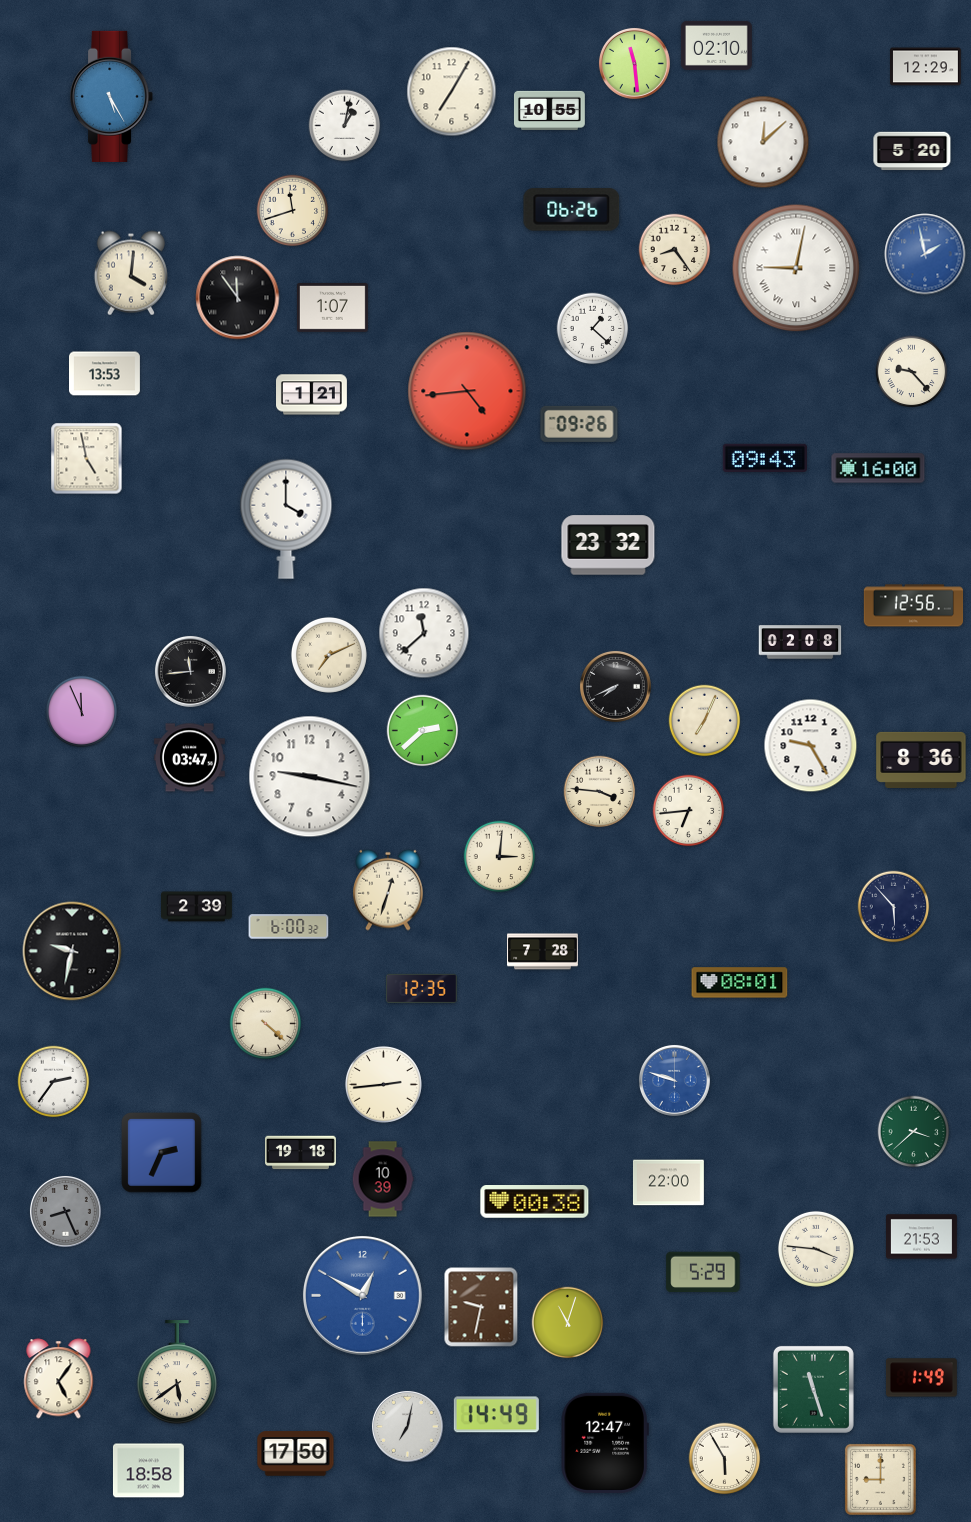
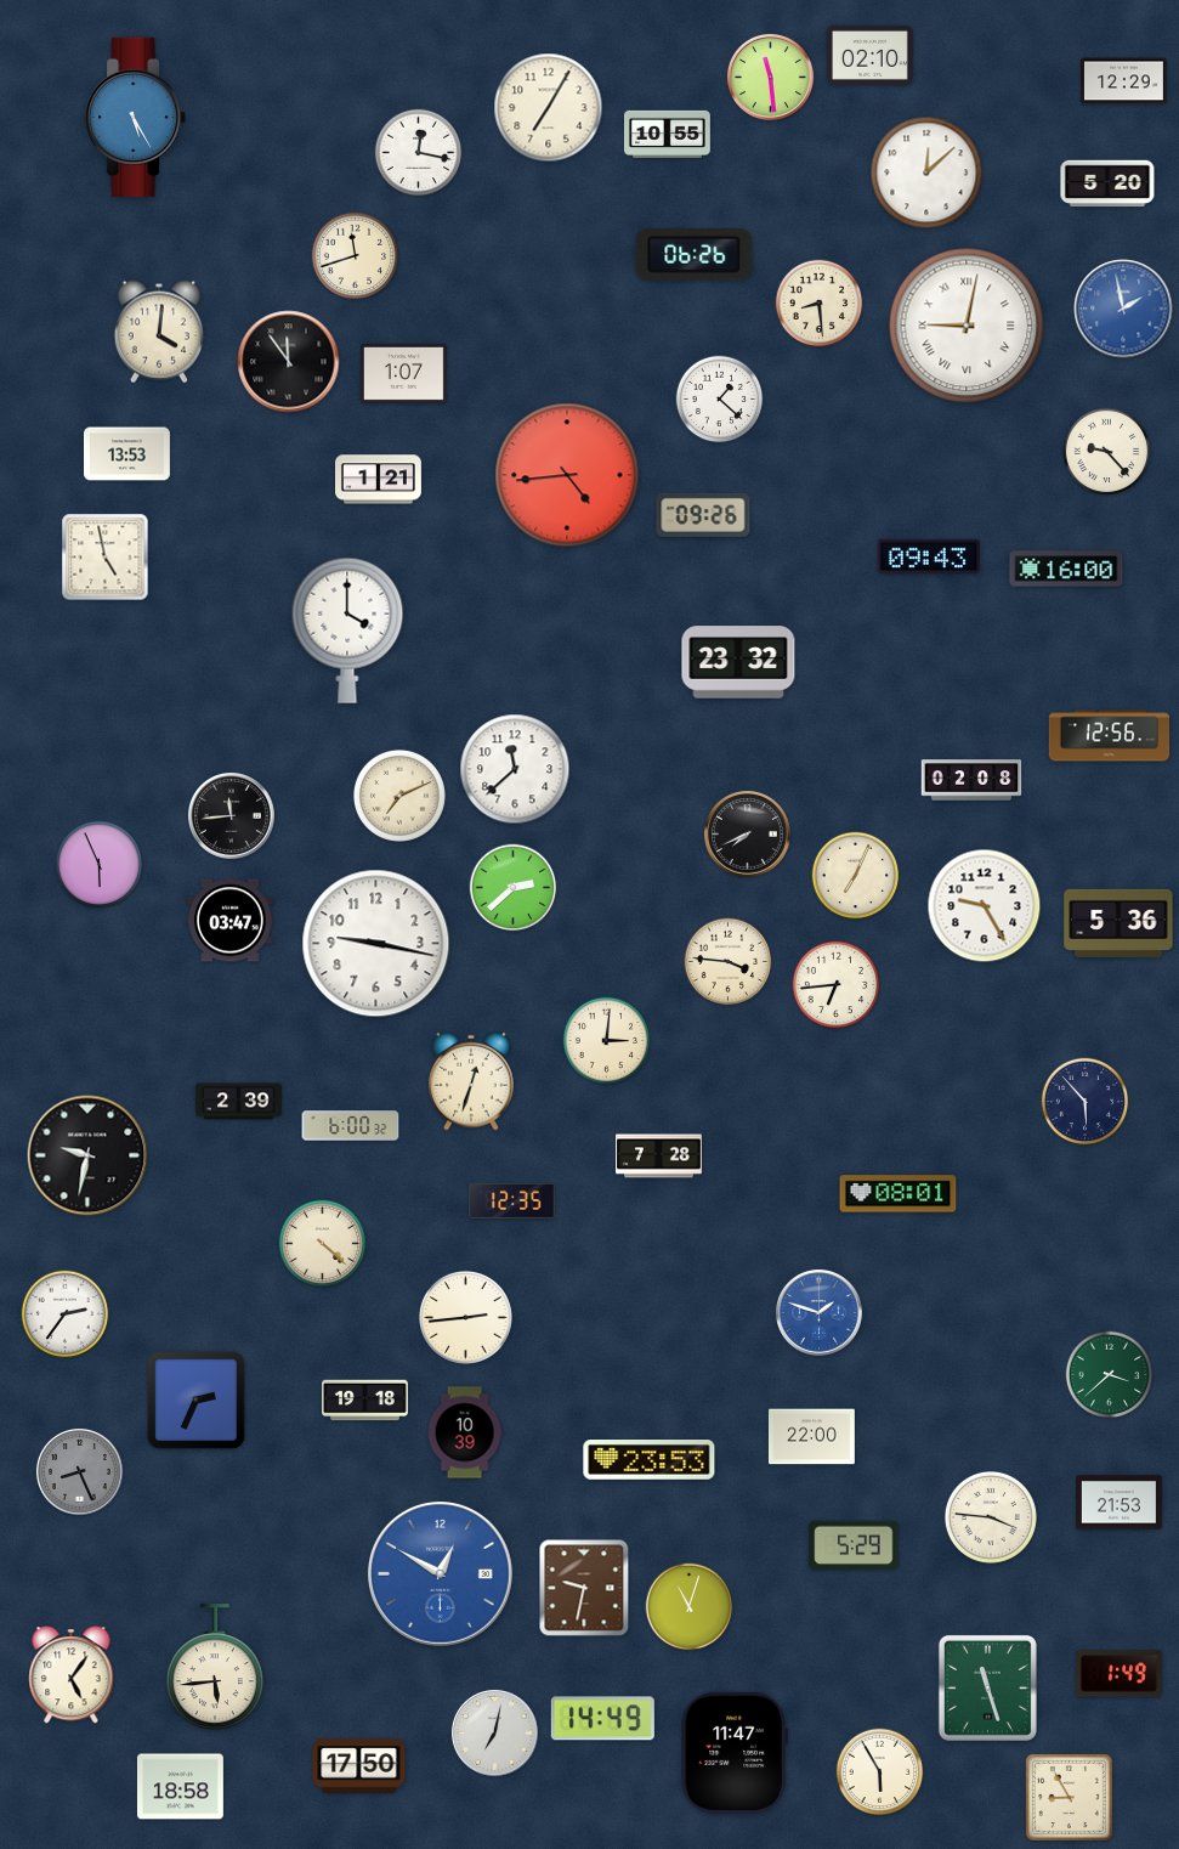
clock at (452, 92) position: (452, 92) -> (549, 108)
clock at (345, 126): 1:02 -> 12:17
clock at (675, 250): 8:24 -> 8:29
clock at (82, 712): 11:56 -> 5:56
clock at (921, 760): 8:36 -> 5:36
clock at (674, 1080): 9:48 -> 1:48
clock at (535, 1202): 00:38 -> 23:53
clock at (177, 1373): 5:39 -> 5:44
clock at (605, 1443): 12:47 -> 11:47
clock at (880, 1479): 9:00 -> 8:55
